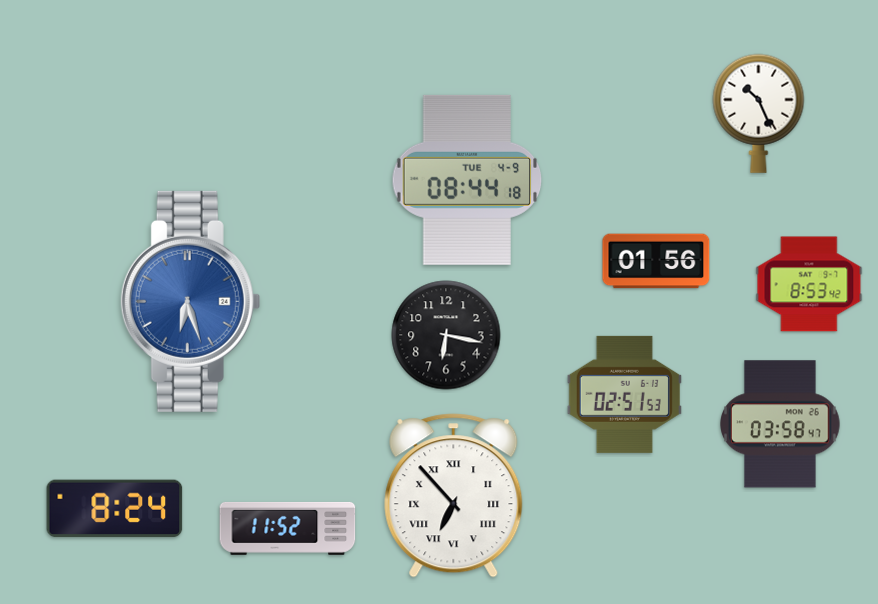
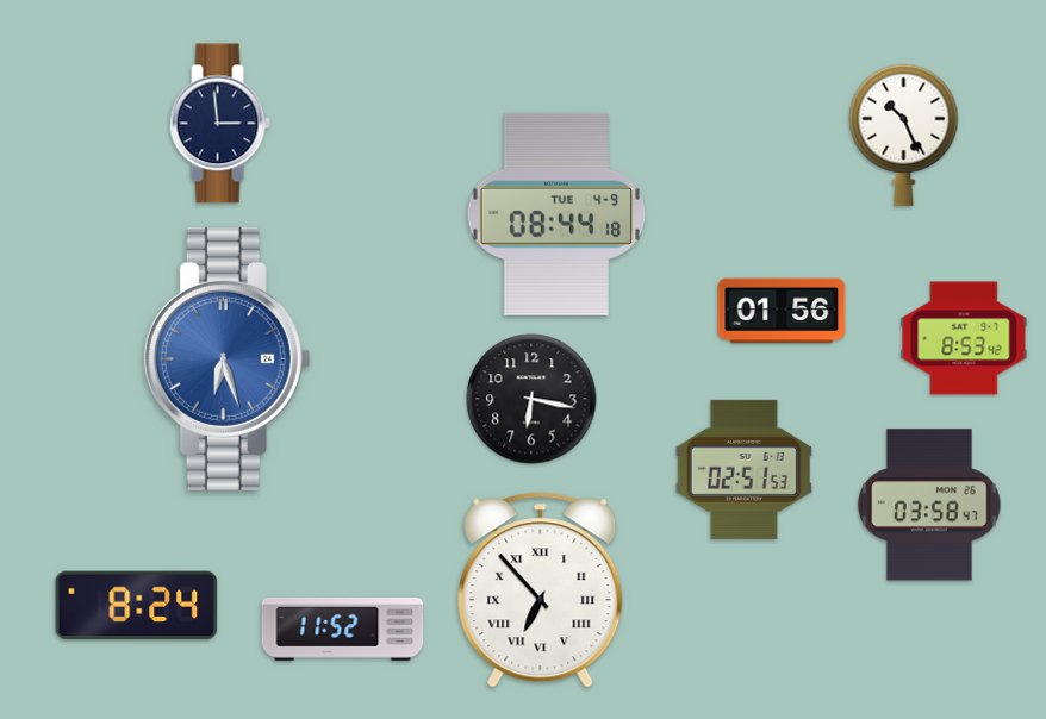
clock at (219, 124): none -> 2:59
